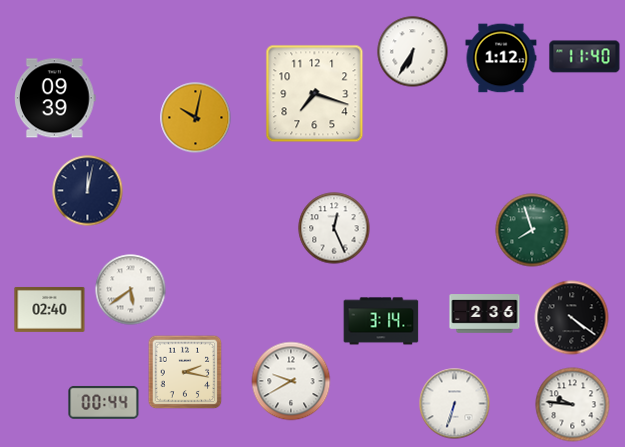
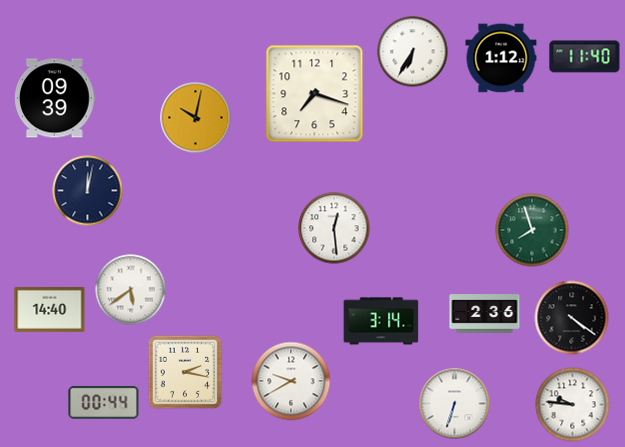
clock at (334, 228): 12:26 -> 12:29
clock at (50, 309): 02:40 -> 14:40
